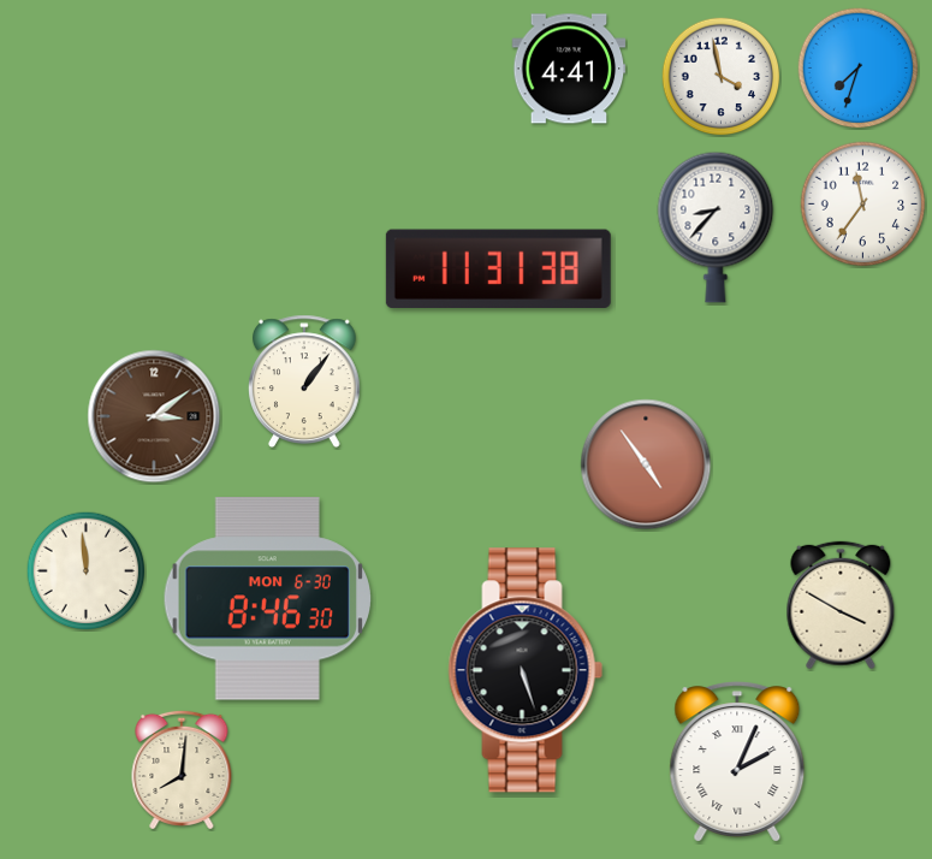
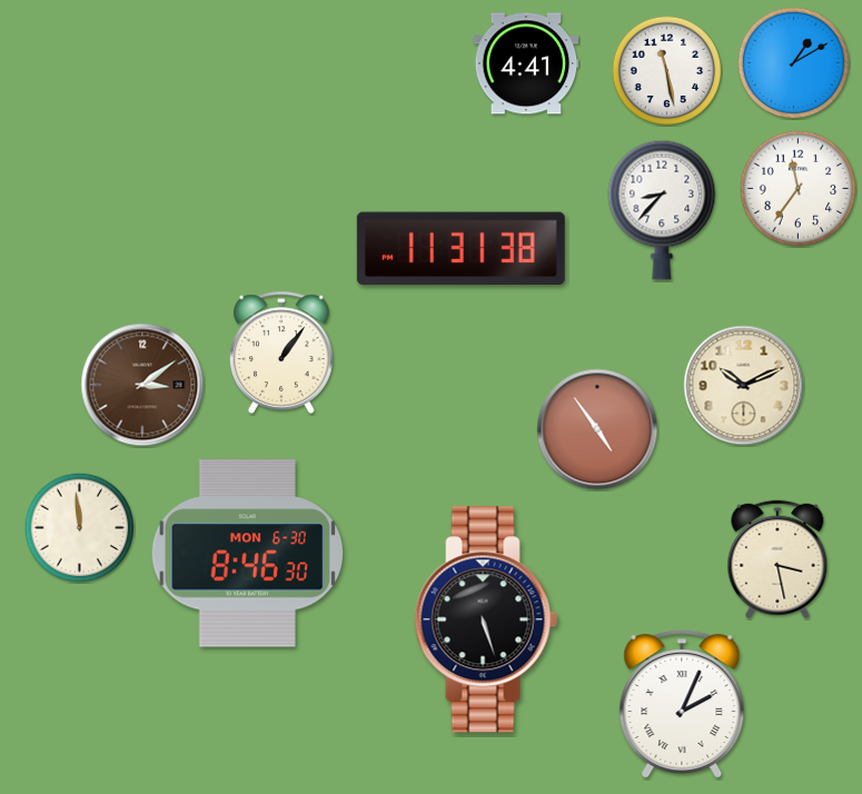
clock at (859, 69): 7:33 -> 1:10
clock at (722, 77): 3:58 -> 11:28
clock at (744, 386): none -> 10:11
clock at (841, 605): 3:50 -> 3:28
clock at (182, 770): 8:01 -> none
